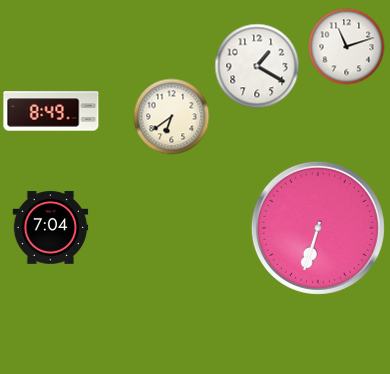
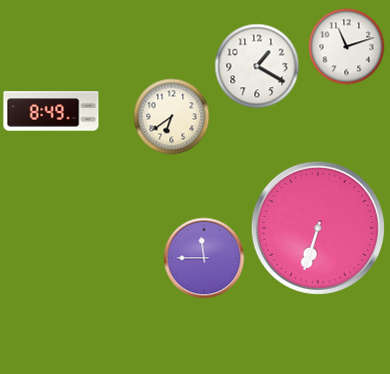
clock at (51, 228): 7:04 -> none
clock at (204, 258): none -> 11:45
